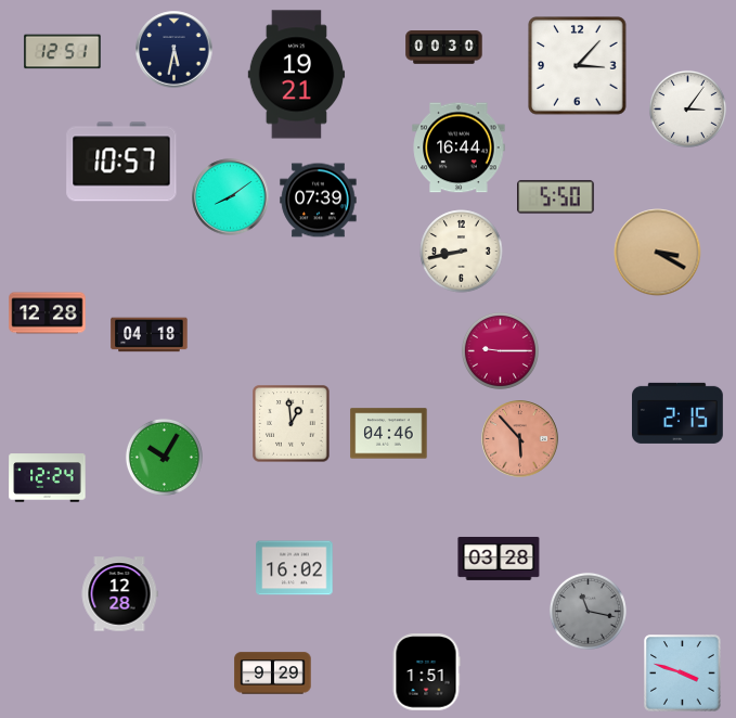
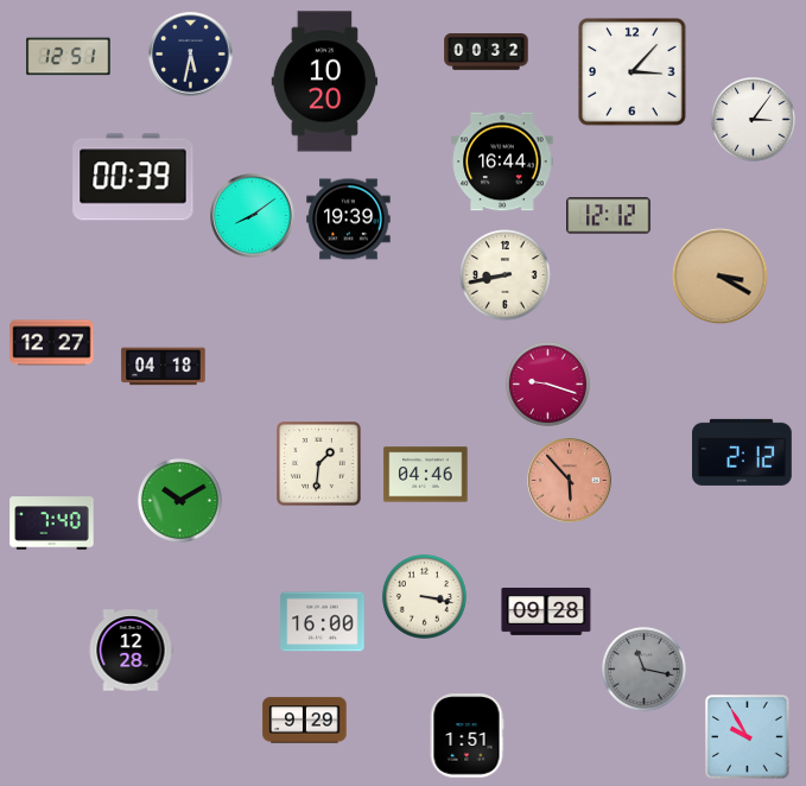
clock at (444, 48): 00:30 -> 00:32
clock at (297, 75): 19:21 -> 10:20
clock at (121, 162): 10:57 -> 00:39
clock at (556, 197): 5:50 -> 12:12
clock at (319, 201): 07:39 -> 19:39
clock at (48, 313): 12:28 -> 12:27
clock at (500, 350): 9:15 -> 9:18
clock at (679, 413): 2:15 -> 2:12
clock at (292, 424): 12:59 -> 1:31
clock at (164, 457): 10:05 -> 10:10
clock at (48, 478): 12:24 -> 7:40
clock at (424, 596): none -> 3:17
clock at (499, 559): 03:28 -> 09:28
clock at (295, 568): 16:02 -> 16:00
clock at (273, 674) position: (273, 674) -> (305, 721)
clock at (683, 674): 3:48 -> 9:55
